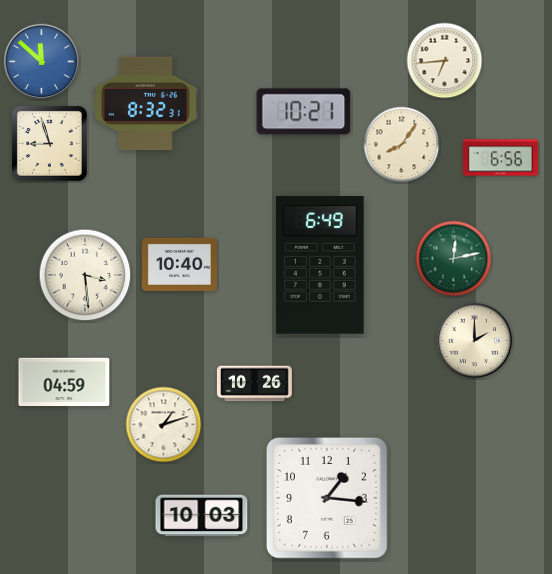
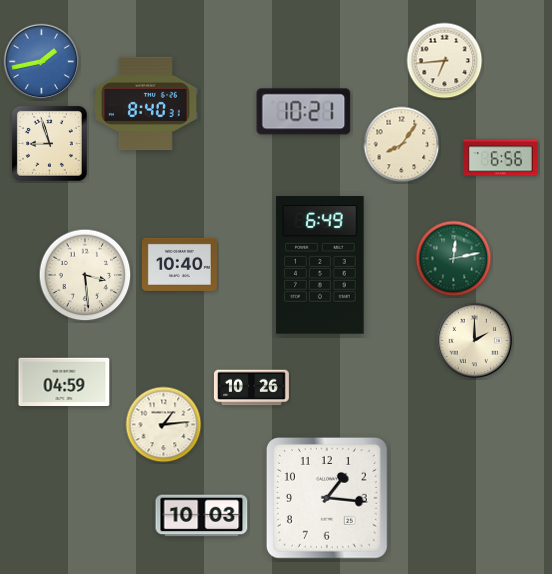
clock at (42, 62): 11:52 -> 1:43
clock at (145, 104): 8:32 -> 8:40
clock at (254, 384) position: (254, 384) -> (251, 388)
clock at (164, 425): 1:12 -> 1:14
